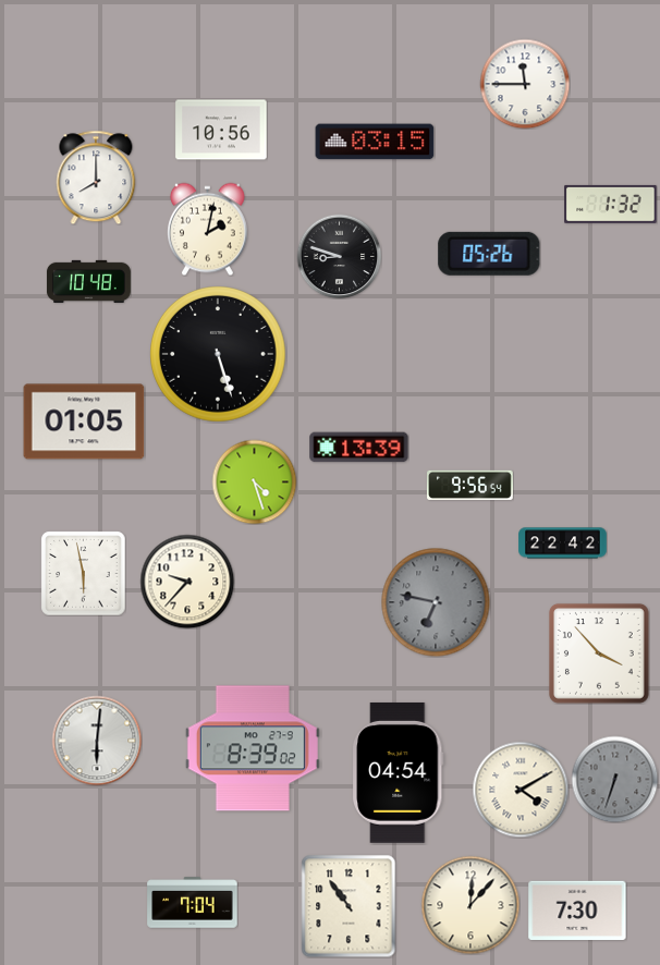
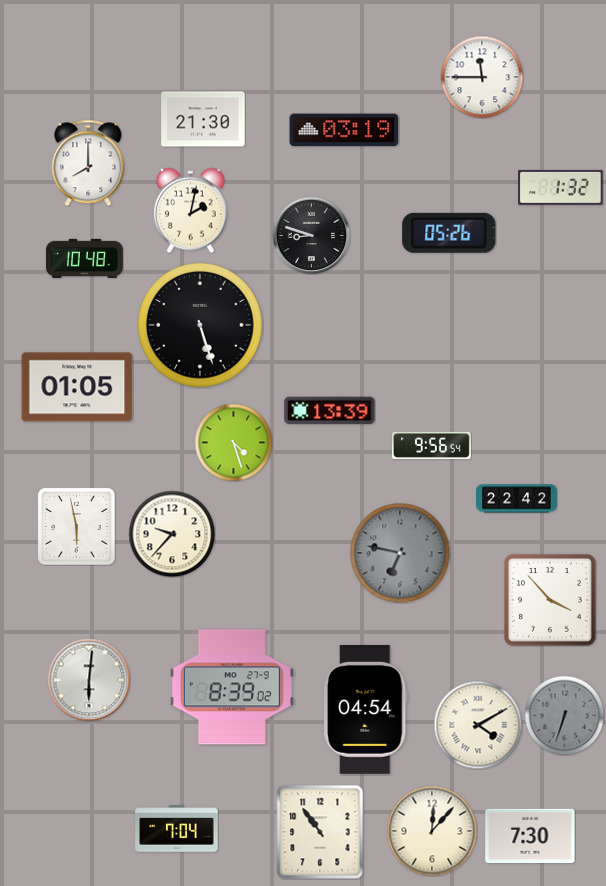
clock at (221, 130): 10:56 -> 21:30
clock at (375, 142): 03:15 -> 03:19
clock at (88, 281) position: (88, 281) -> (84, 258)
